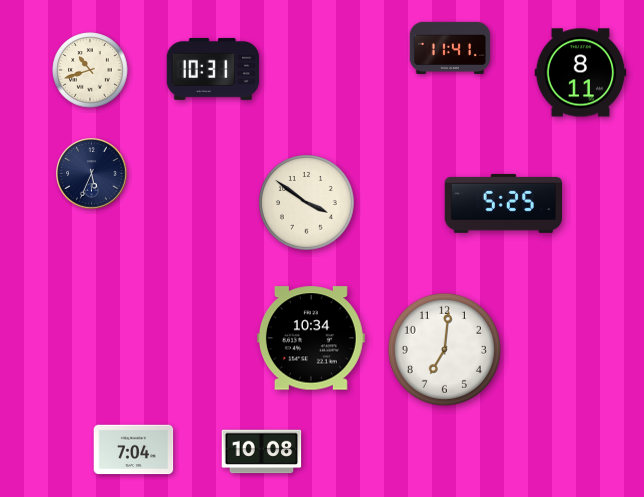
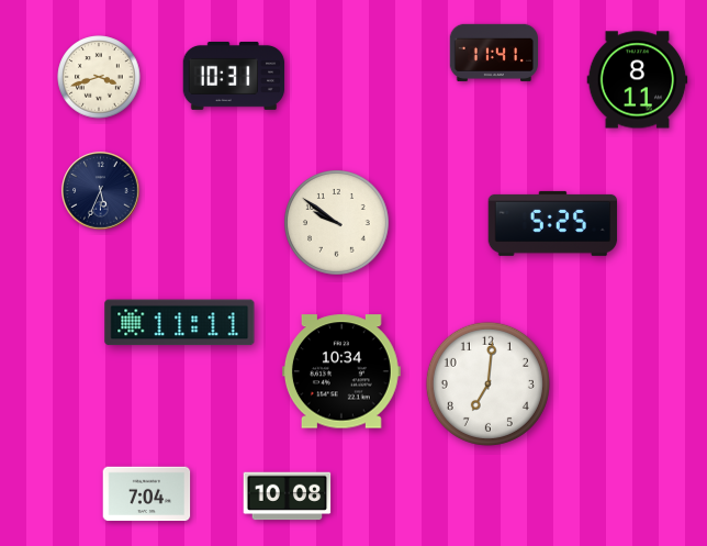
clock at (90, 70): 10:42 -> 3:42
clock at (307, 203): 3:51 -> 9:51
clock at (180, 323): none -> 11:11
